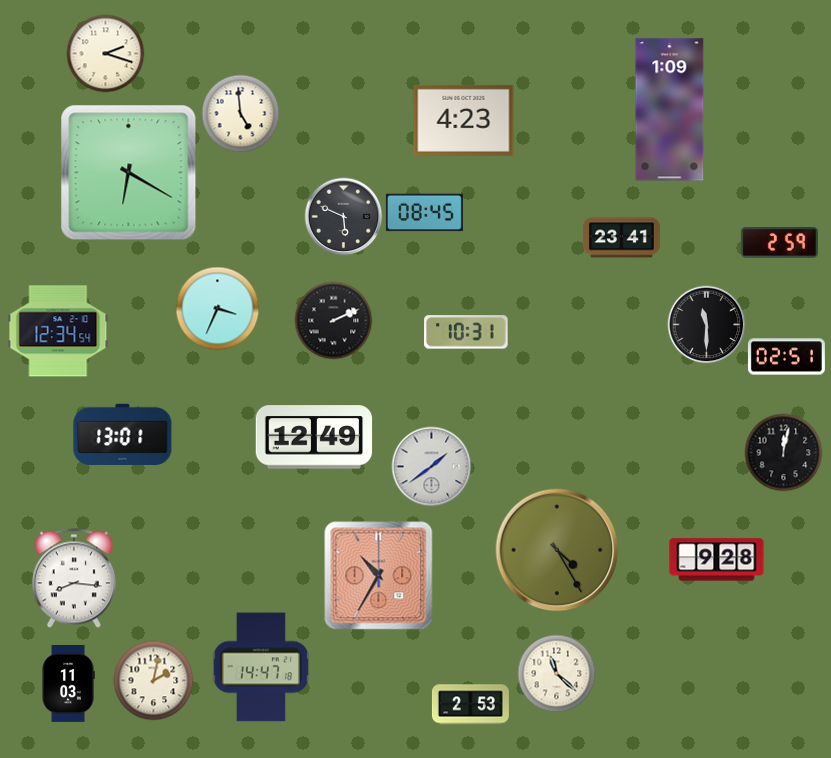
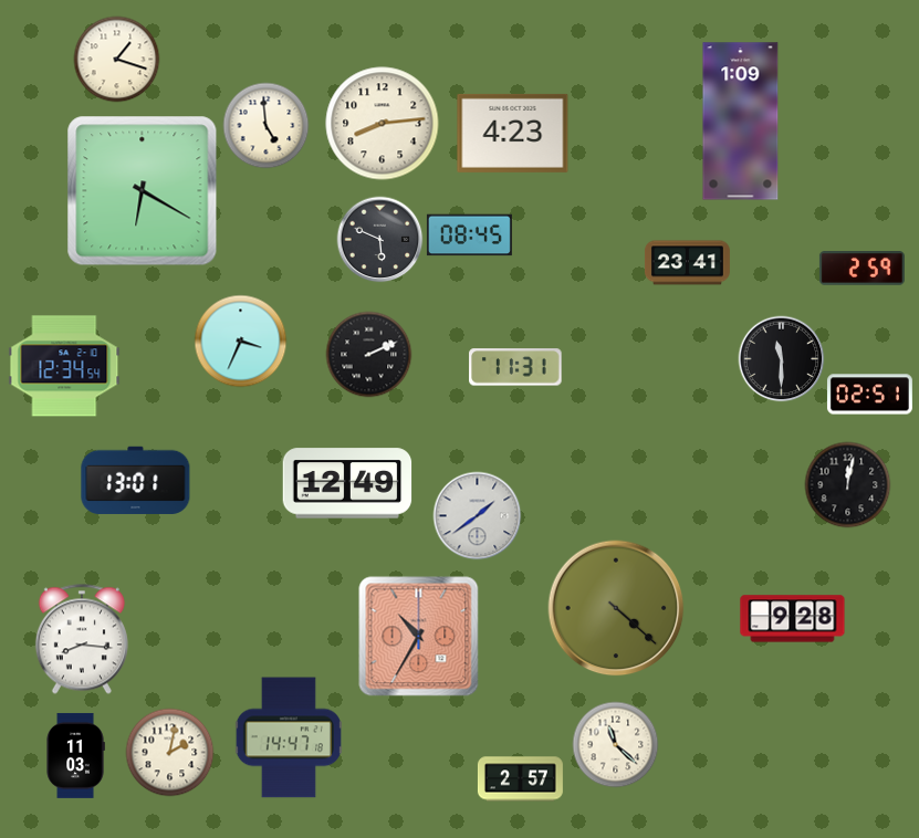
clock at (105, 53): 2:18 -> 1:18
clock at (383, 124): none -> 8:14
clock at (466, 332): 10:31 -> 11:31
clock at (783, 452) position: (783, 452) -> (847, 484)
clock at (557, 550): 4:25 -> 4:22
clock at (470, 705): 2:53 -> 2:57
